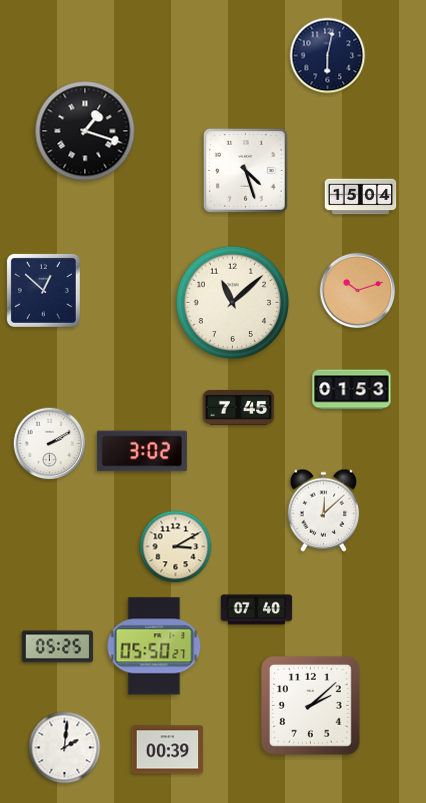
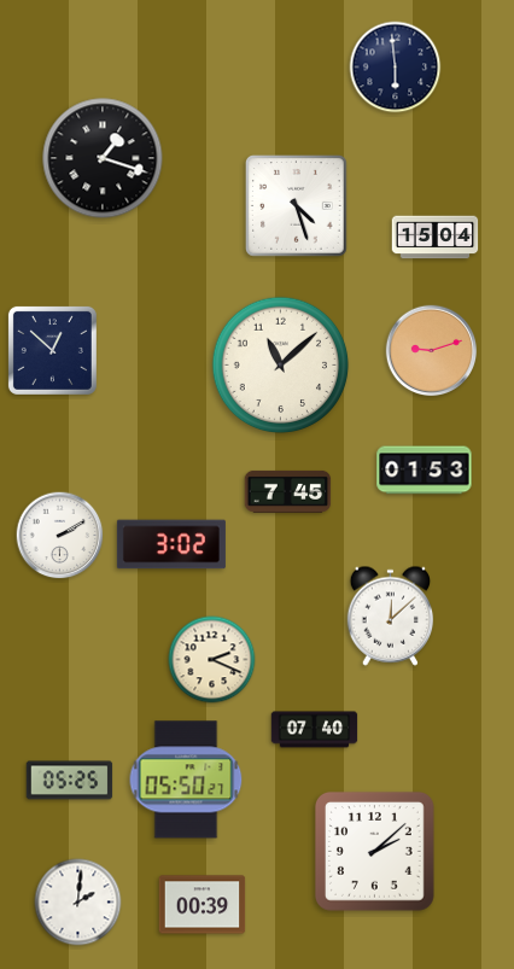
clock at (328, 56): 6:02 -> 5:59
clock at (358, 291): 10:12 -> 9:12
clock at (176, 547): 3:10 -> 2:19
clock at (257, 610) position: (257, 610) -> (315, 730)
